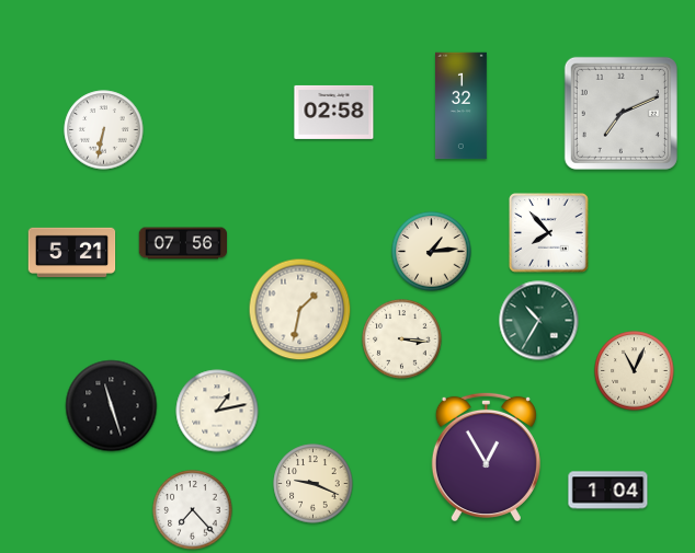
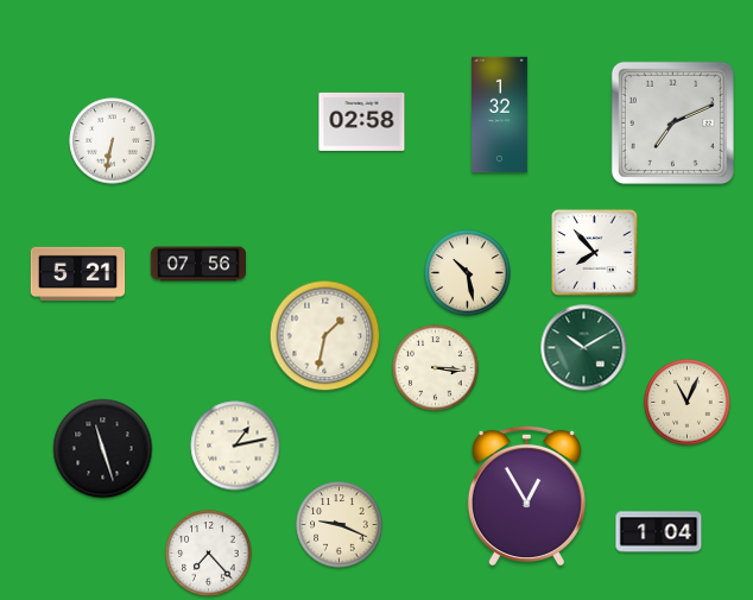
clock at (432, 252): 1:14 -> 10:28
clock at (539, 321): 10:35 -> 10:10
clock at (112, 406) position: (112, 406) -> (103, 449)
